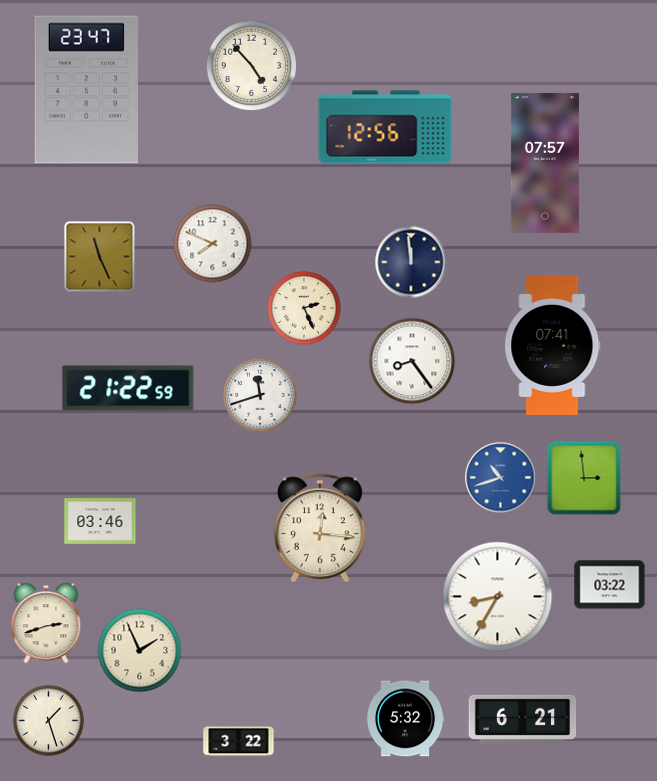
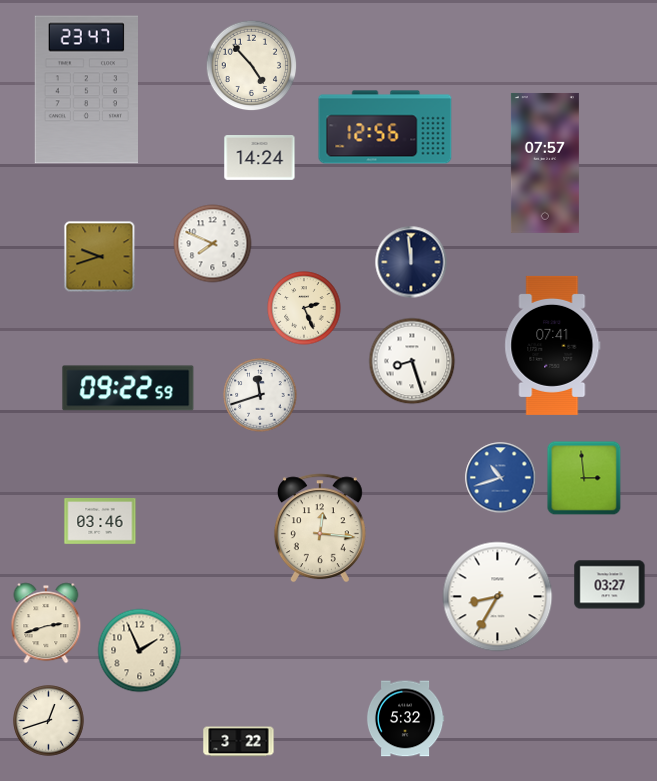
clock at (260, 158): none -> 14:24
clock at (100, 257): 11:26 -> 9:42
clock at (412, 361): 8:24 -> 8:27
clock at (128, 388): 21:22 -> 09:22
clock at (610, 585): 03:22 -> 03:27
clock at (523, 719): 6:21 -> none
clock at (49, 721): 1:27 -> 12:42
